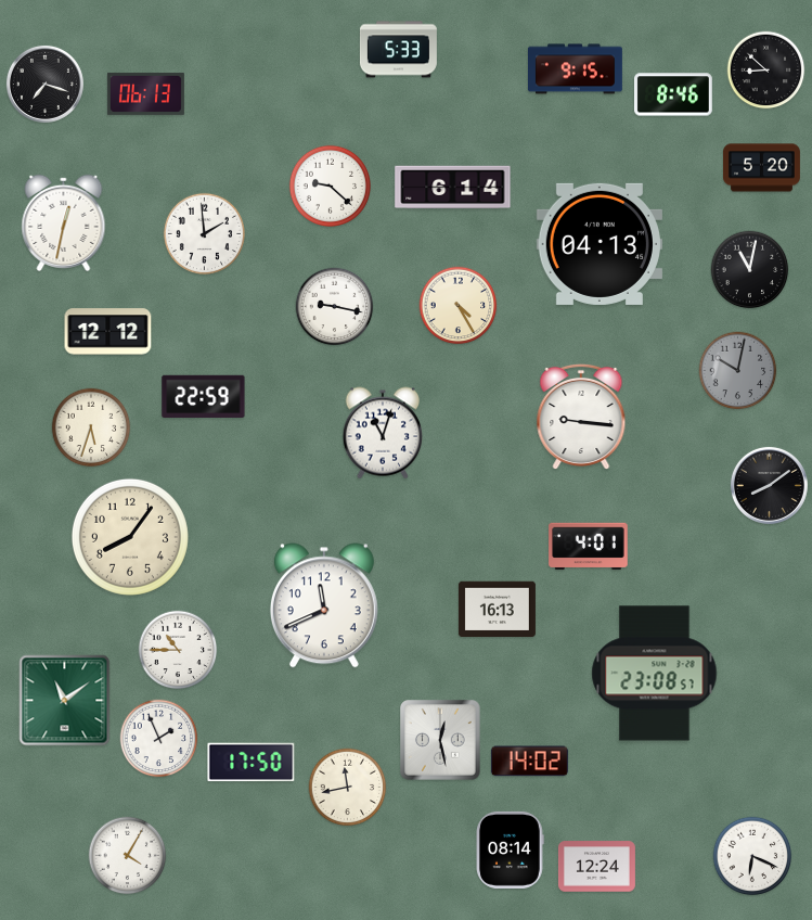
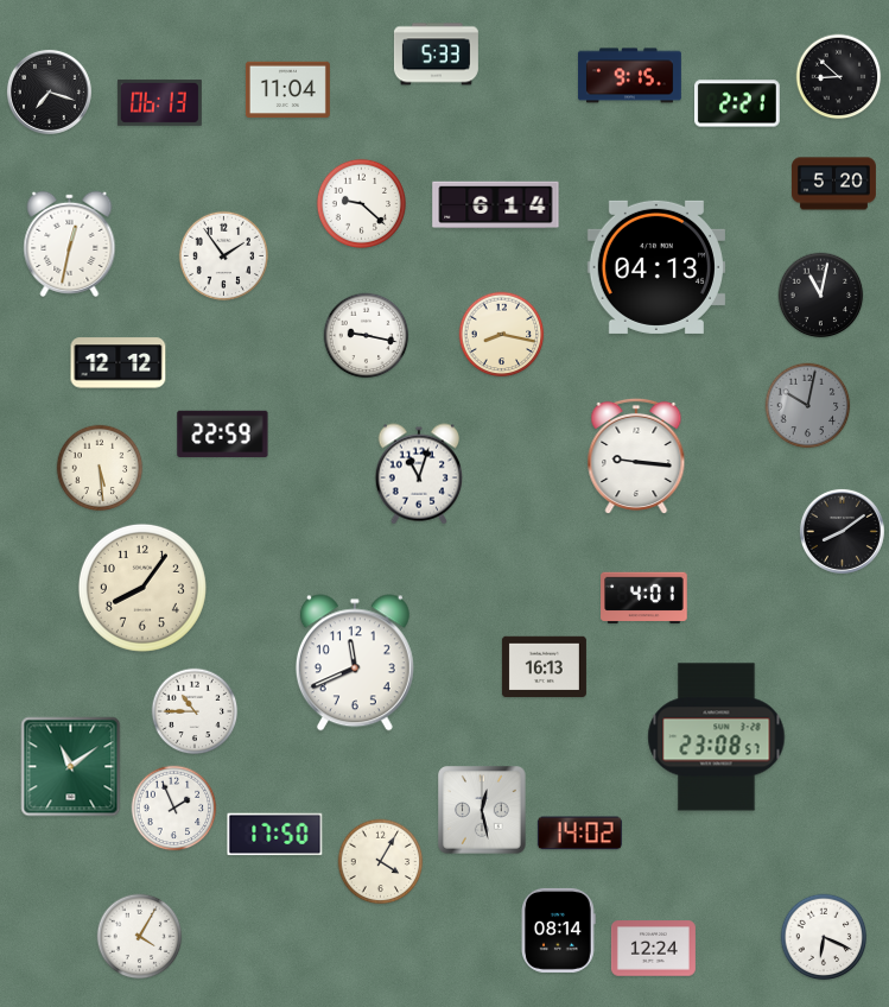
clock at (287, 90): none -> 11:04
clock at (674, 94): 8:46 -> 2:21
clock at (204, 233): 1:59 -> 1:54
clock at (459, 306): 4:25 -> 8:17
clock at (91, 427): 5:33 -> 5:29
clock at (348, 788): 11:43 -> 4:05
